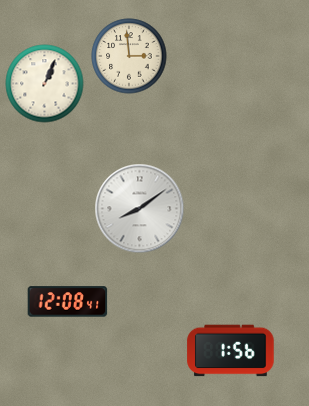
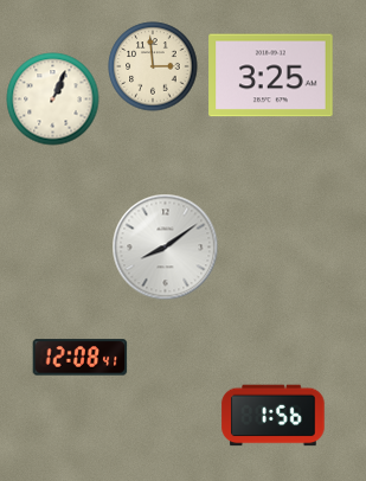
clock at (271, 76): none -> 3:25
